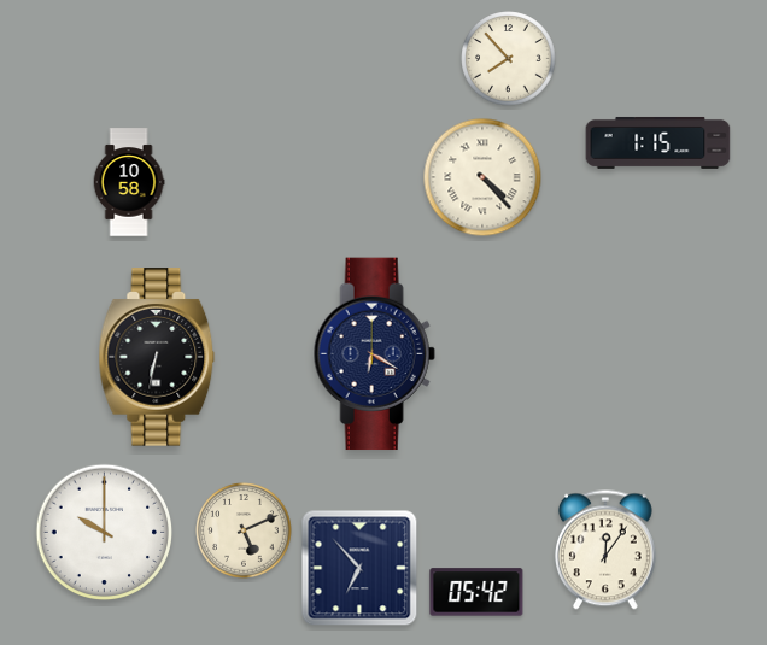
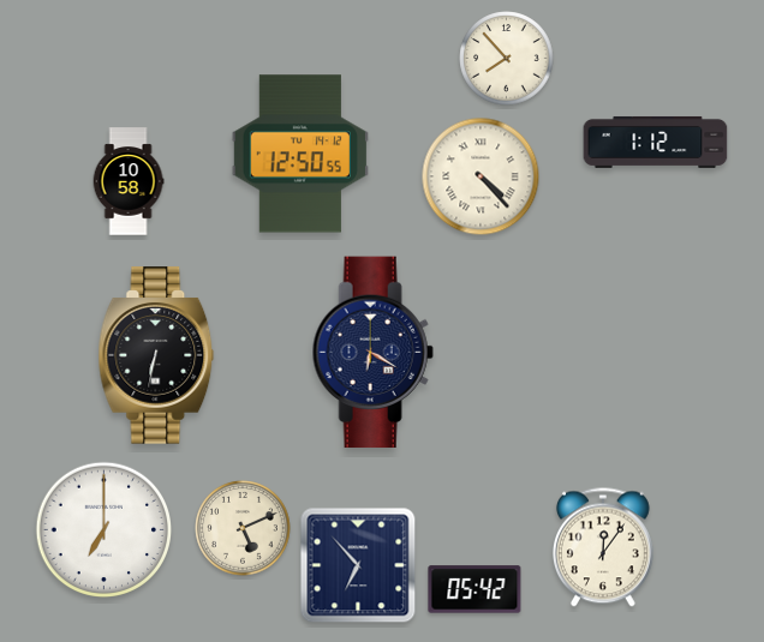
clock at (658, 142): 1:15 -> 1:12
clock at (300, 154): none -> 12:50
clock at (105, 533): 10:00 -> 7:00
